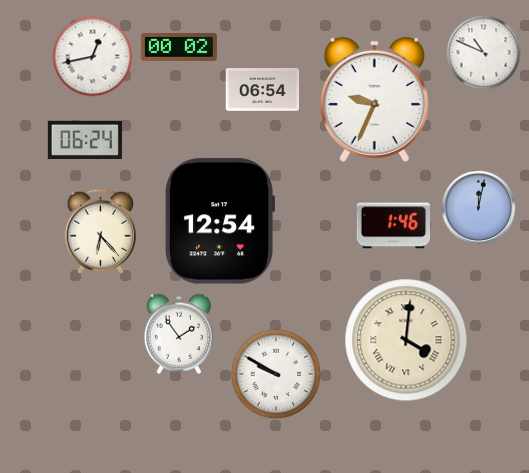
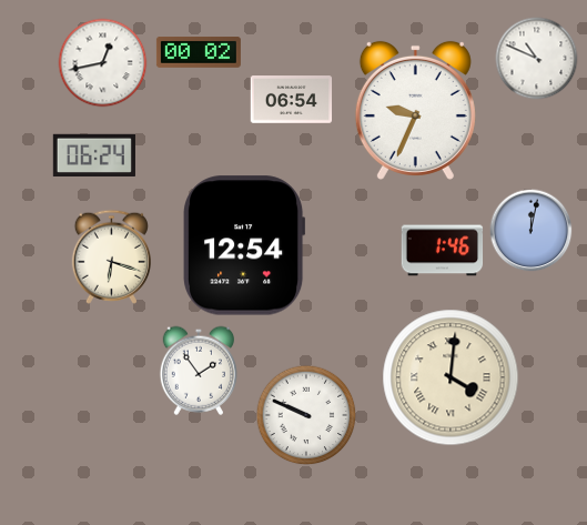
clock at (394, 226) position: (394, 226) -> (443, 251)
clock at (100, 231): 6:23 -> 6:18
clock at (276, 374): 9:50 -> 9:49
